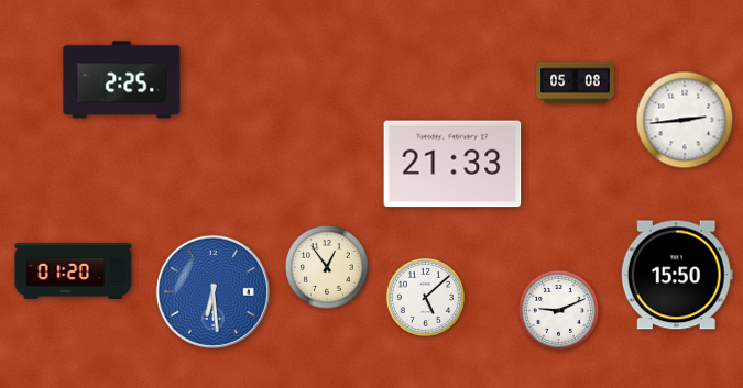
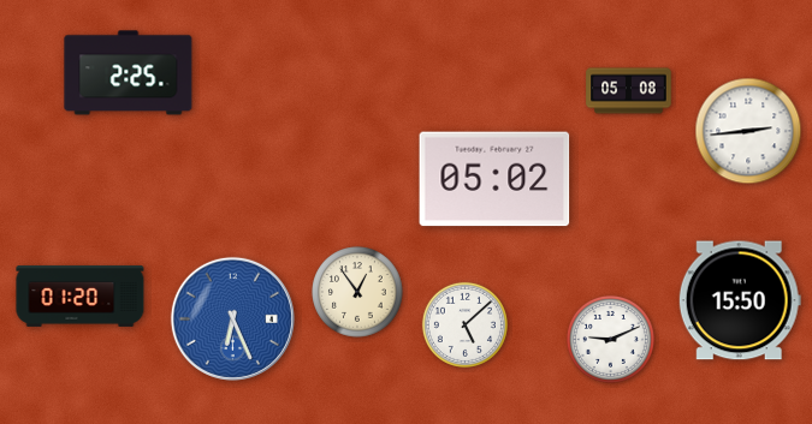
clock at (122, 80) position: (122, 80) -> (129, 73)
clock at (452, 164): 21:33 -> 05:02
clock at (212, 291): 6:29 -> 6:26
